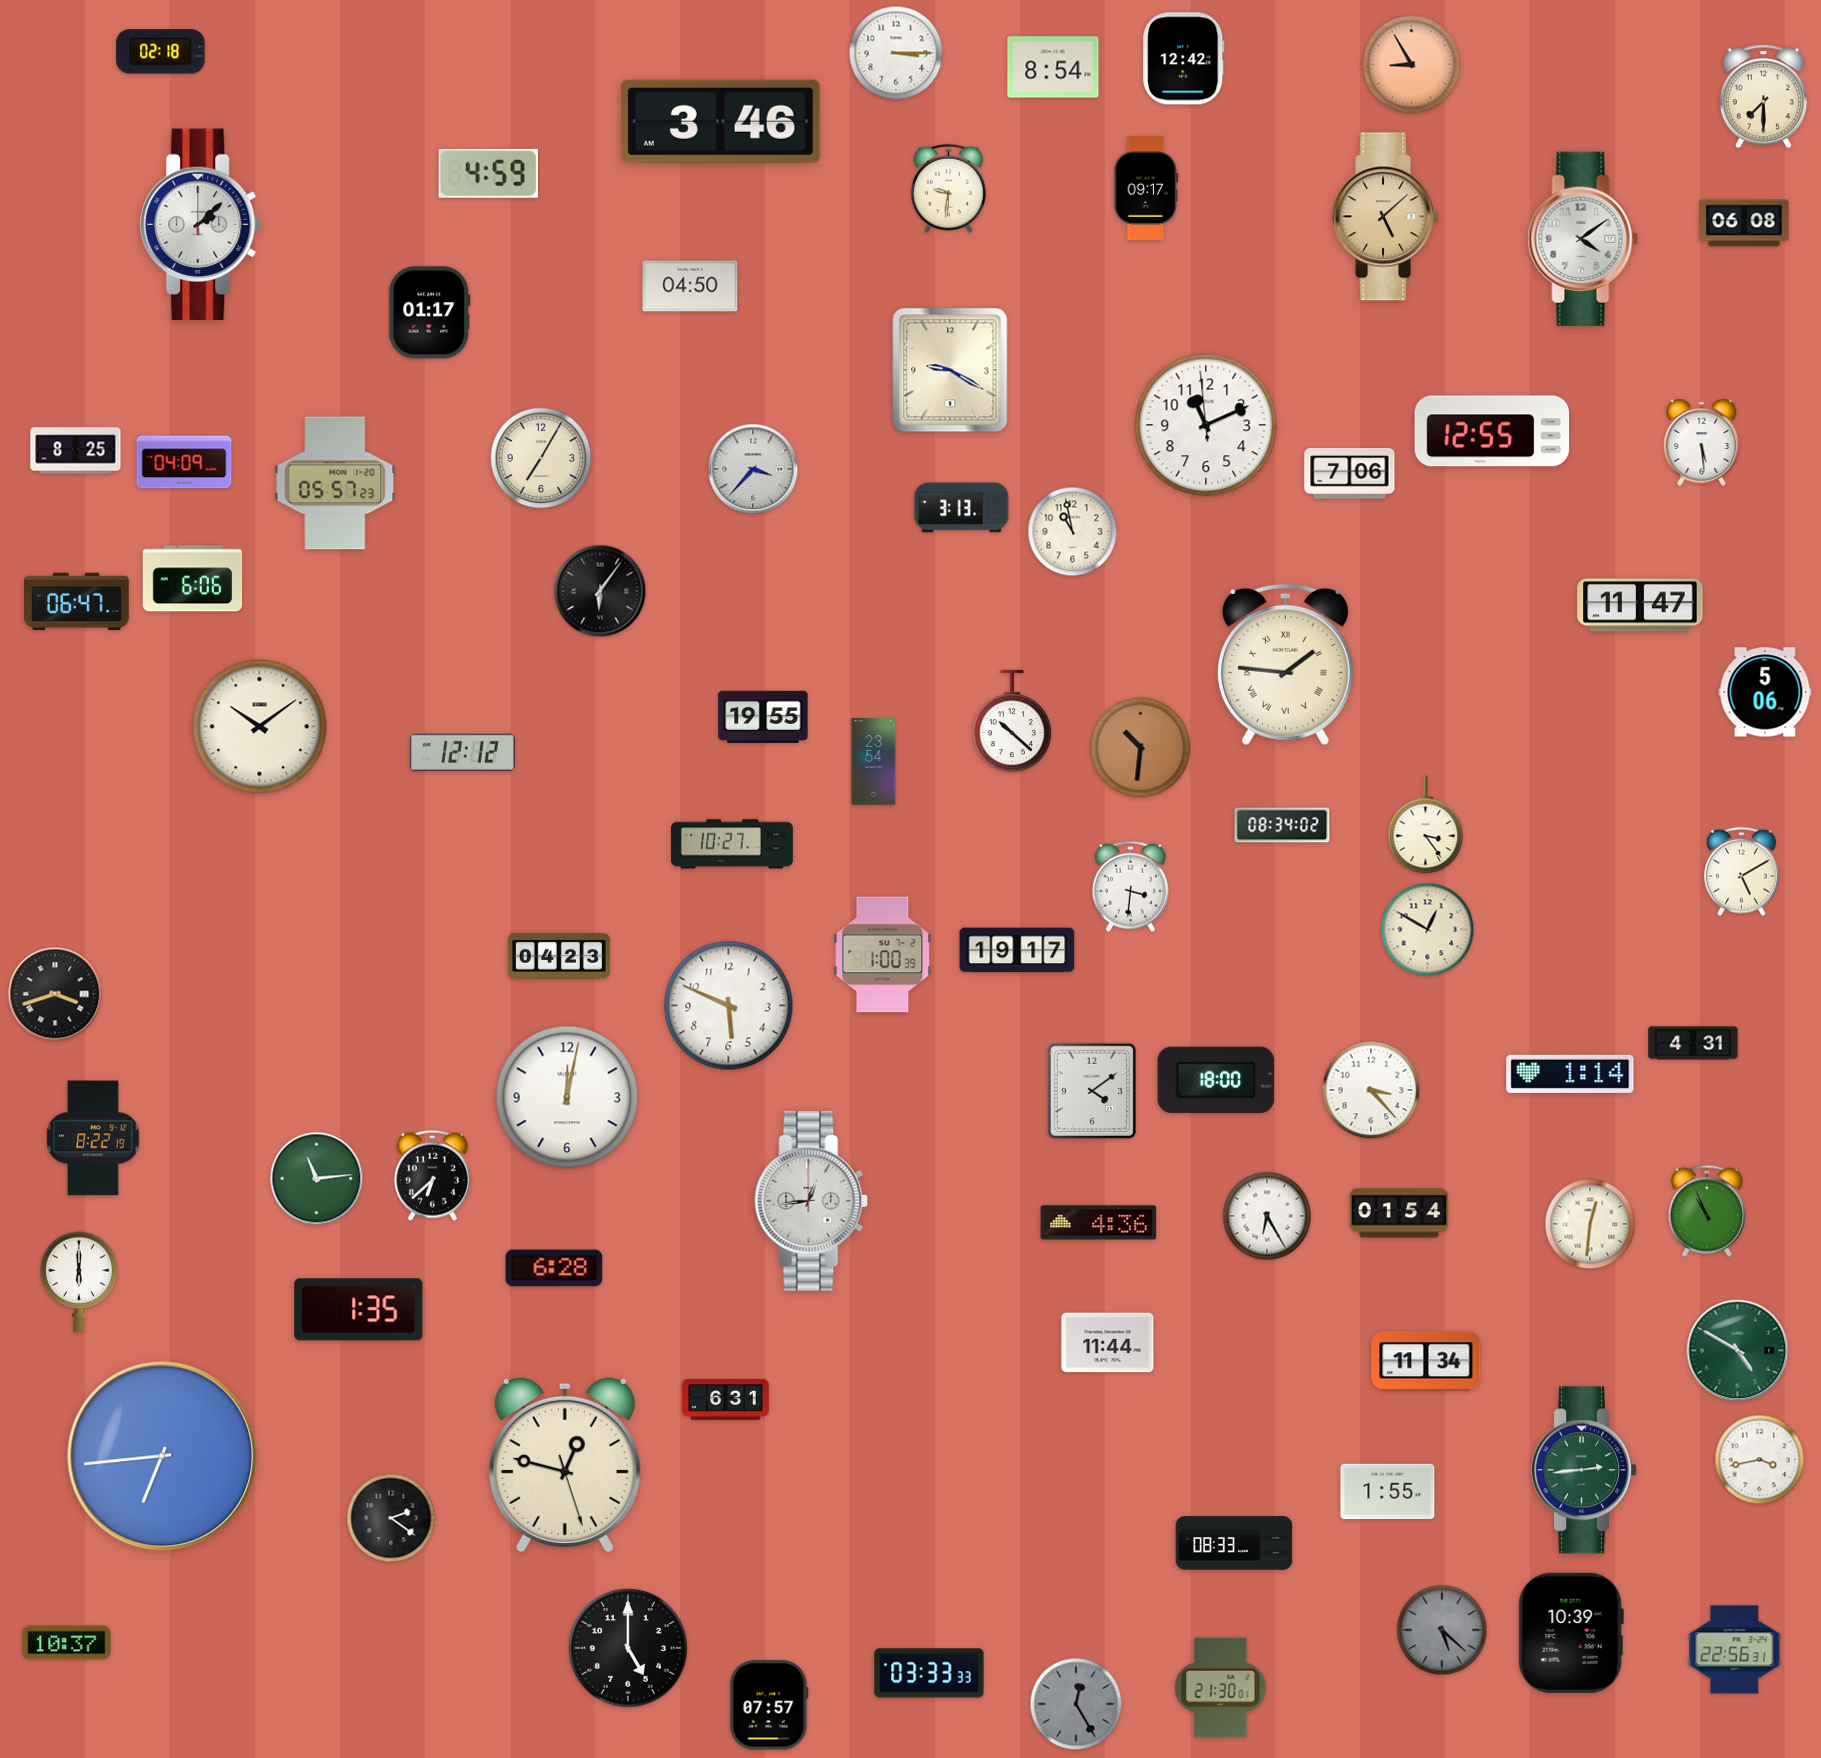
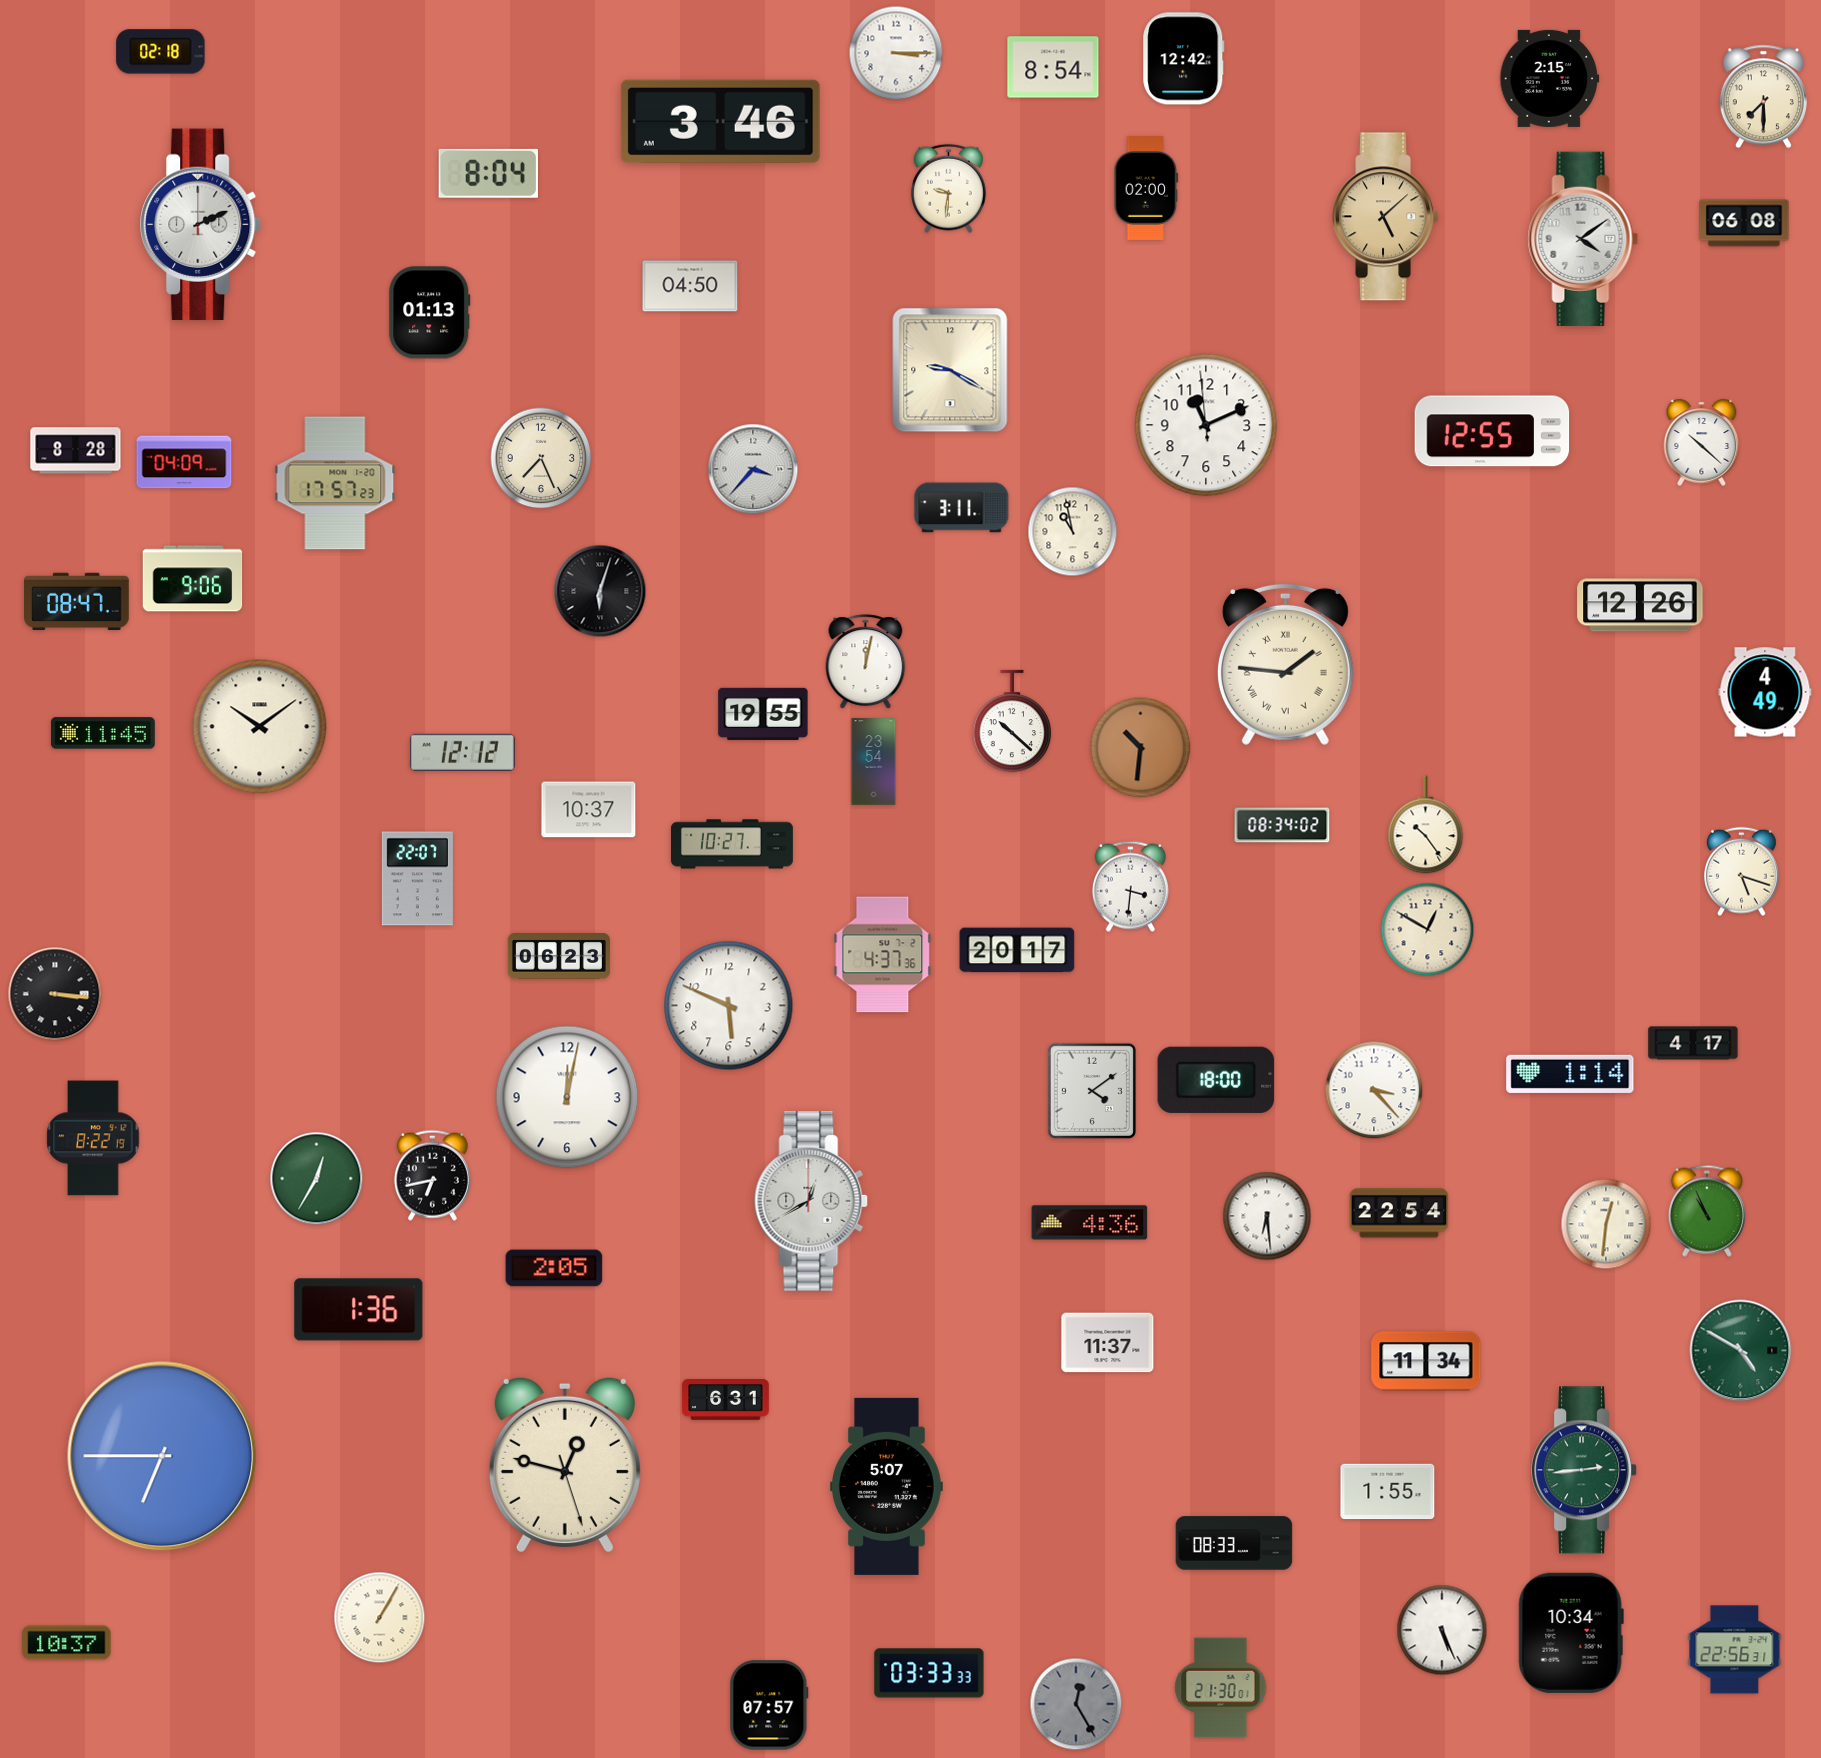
clock at (1412, 65): 8:55 -> none
clock at (1550, 78): none -> 2:15
clock at (488, 173): 4:59 -> 8:04
clock at (1146, 188): 09:17 -> 02:00
clock at (201, 225): 2:08 -> 2:11
clock at (430, 313): 01:17 -> 01:13
clock at (1702, 442): 5:29 -> 10:22
clock at (76, 451): 8:25 -> 8:28
clock at (541, 458): 7:05 -> 7:26
clock at (1350, 474): 7:06 -> none
clock at (335, 483): 05:57 -> 17:57
clock at (962, 508): 3:13 -> 3:11
clock at (193, 579): 6:06 -> 9:06
clock at (600, 591): 6:06 -> 6:03
clock at (77, 601): 06:47 -> 08:47
clock at (1640, 605): 11:47 -> 12:26
clock at (866, 662): none -> 12:02
clock at (1765, 692): 5:06 -> 4:49
clock at (763, 717) position: (763, 717) -> (763, 714)
clock at (103, 733): none -> 11:45
clock at (589, 810): none -> 10:37
clock at (1426, 825): 3:24 -> 10:24
clock at (1742, 872): 5:10 -> 5:18
clock at (417, 879): none -> 22:07
clock at (1017, 950): 19:17 -> 20:17
clock at (883, 955): 1:00 -> 4:37
clock at (559, 956): 04:23 -> 06:23
clock at (55, 994): 3:42 -> 3:16
clock at (1693, 1043): 4:31 -> 4:17
clock at (1371, 1090) position: (1371, 1090) -> (1374, 1090)
clock at (432, 1175): 6:38 -> 6:43
clock at (317, 1179): 11:14 -> 12:35
clock at (811, 1202): 12:44 -> 12:40
clock at (1399, 1213): 01:54 -> 22:54
clock at (1267, 1216): 6:25 -> 6:29
clock at (1099, 1223) position: (1099, 1223) -> (1090, 1223)
clock at (1590, 1224) position: (1590, 1224) -> (1606, 1224)
clock at (554, 1268): 6:28 -> 2:05
clock at (79, 1281): 6:00 -> none
clock at (359, 1310): 1:35 -> 1:36
clock at (1108, 1343): 11:44 -> 11:37
clock at (1738, 1351) position: (1738, 1351) -> (1741, 1351)
clock at (162, 1456): 6:44 -> 6:45
clock at (1760, 1460): 3:43 -> none
clock at (887, 1486): none -> 5:07
clock at (391, 1518): 2:21 -> none
clock at (380, 1618): none -> 1:05
clock at (1442, 1630): 5:22 -> 5:26
clock at (1442, 1630) dial: grey -> white
clock at (1571, 1633): 10:39 -> 10:34
clock at (628, 1648): 5:00 -> none
